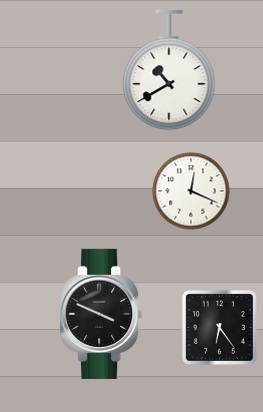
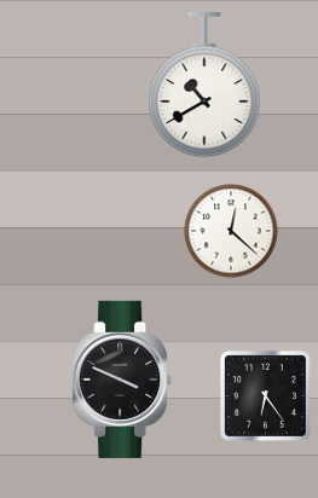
clock at (191, 191): 12:19 -> 12:22
